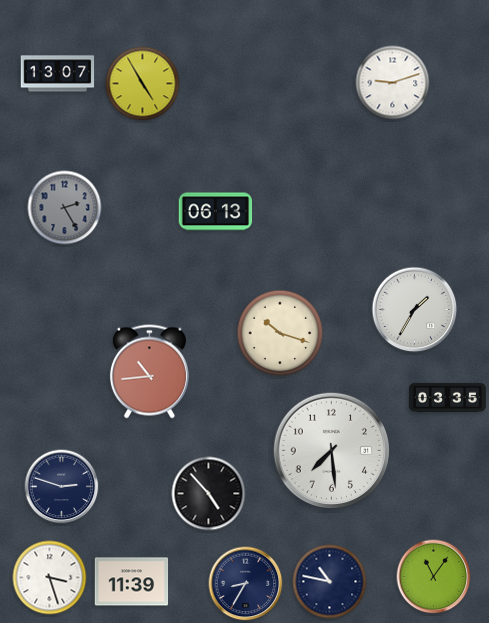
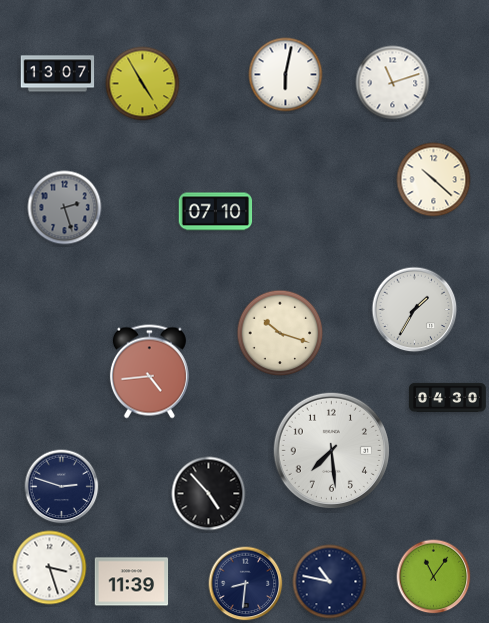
clock at (286, 75): none -> 6:02
clock at (393, 83): 9:12 -> 11:12
clock at (434, 180): none -> 10:22
clock at (65, 208): 2:25 -> 2:27
clock at (216, 212): 06:13 -> 07:10
clock at (149, 372): 10:44 -> 4:44
clock at (447, 397): 03:35 -> 04:30
clock at (50, 578) position: (50, 578) -> (50, 568)
clock at (246, 584): 8:35 -> 8:31
